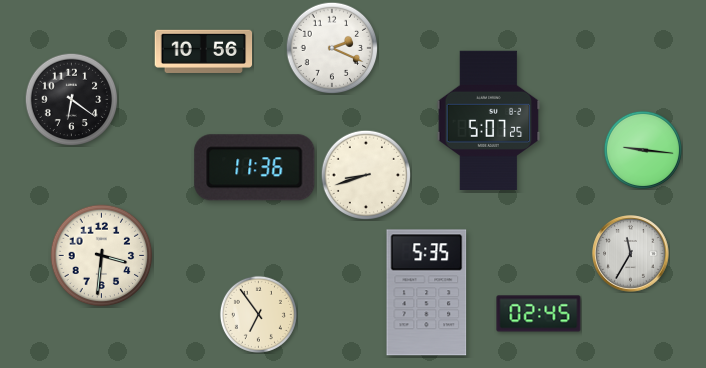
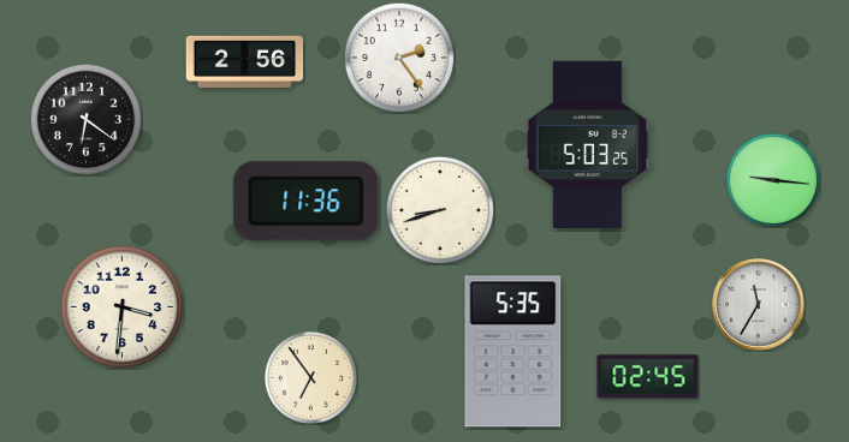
clock at (332, 48): 2:19 -> 2:24
clock at (204, 51): 10:56 -> 2:56
clock at (489, 120): 5:07 -> 5:03
